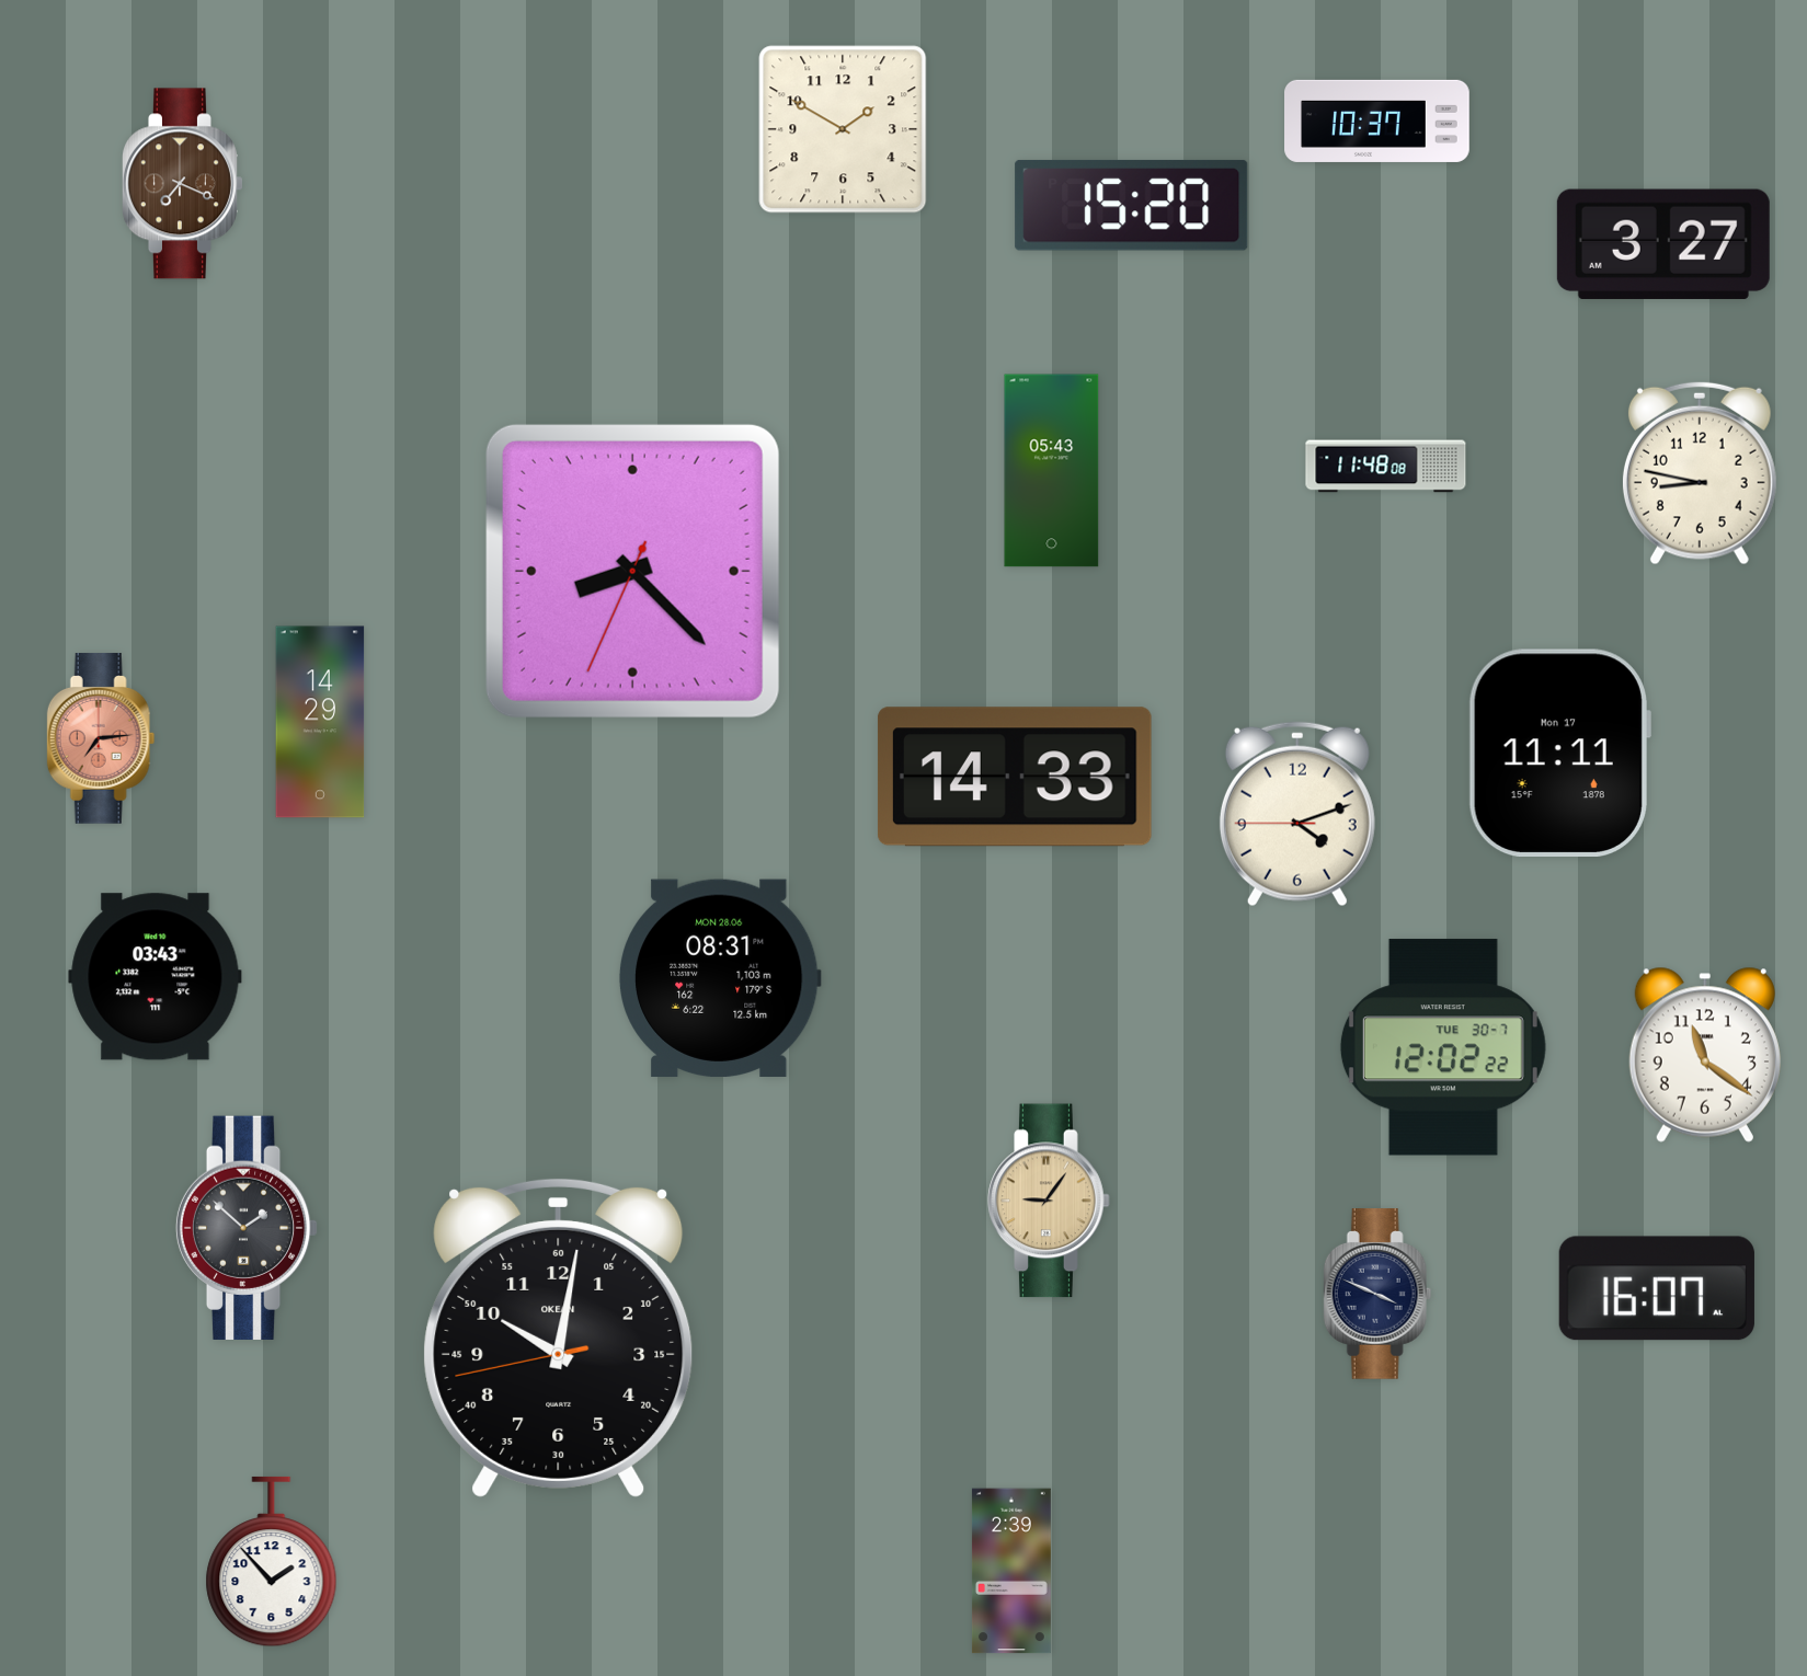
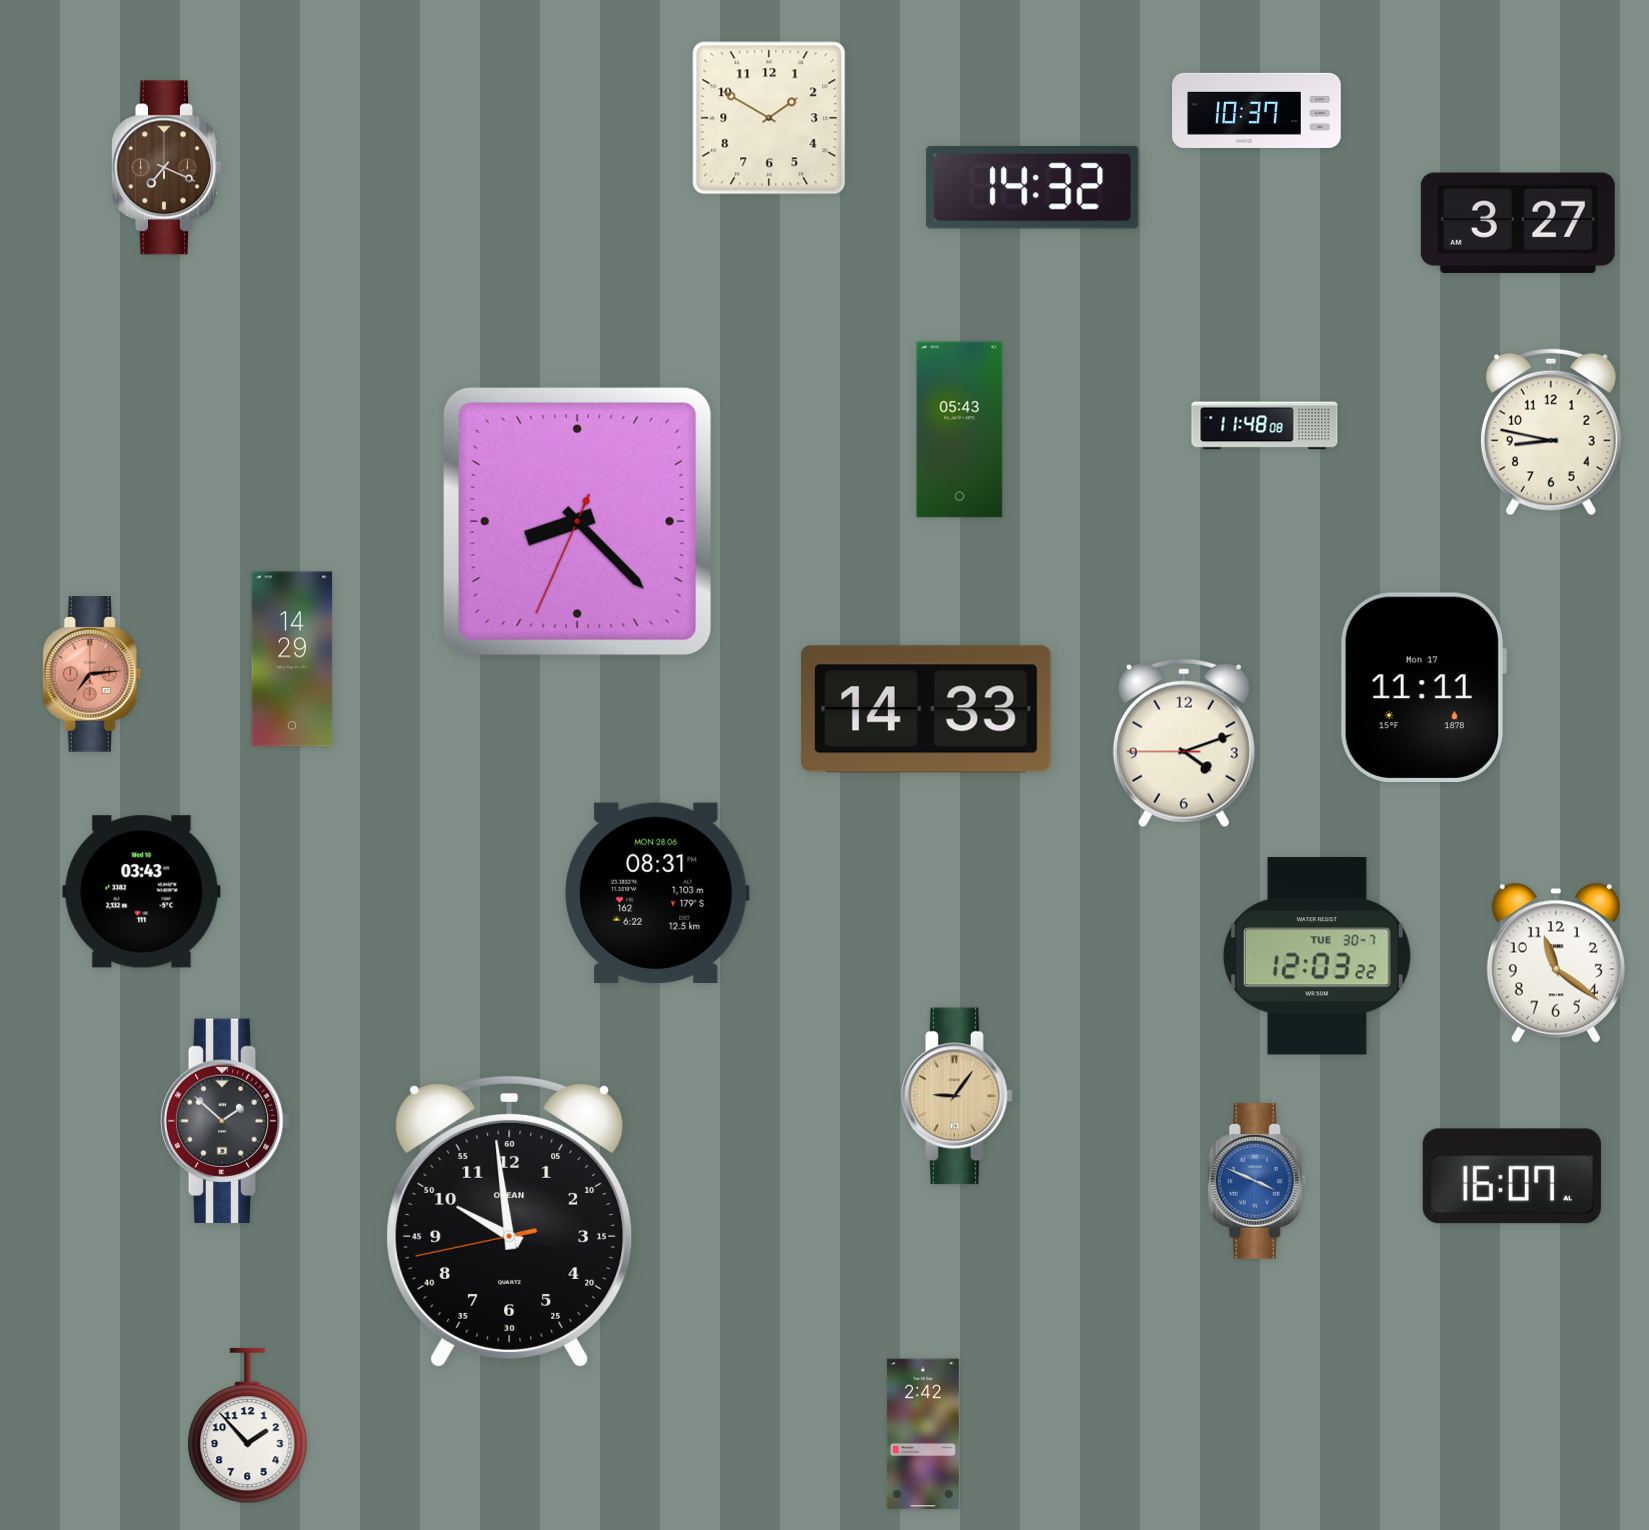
clock at (1132, 205): 15:20 -> 14:32
clock at (1443, 1047): 12:02 -> 12:03
clock at (1377, 1294) dial: navy -> blue
clock at (559, 1338): 10:01 -> 9:58
clock at (1011, 1571): 2:39 -> 2:42
